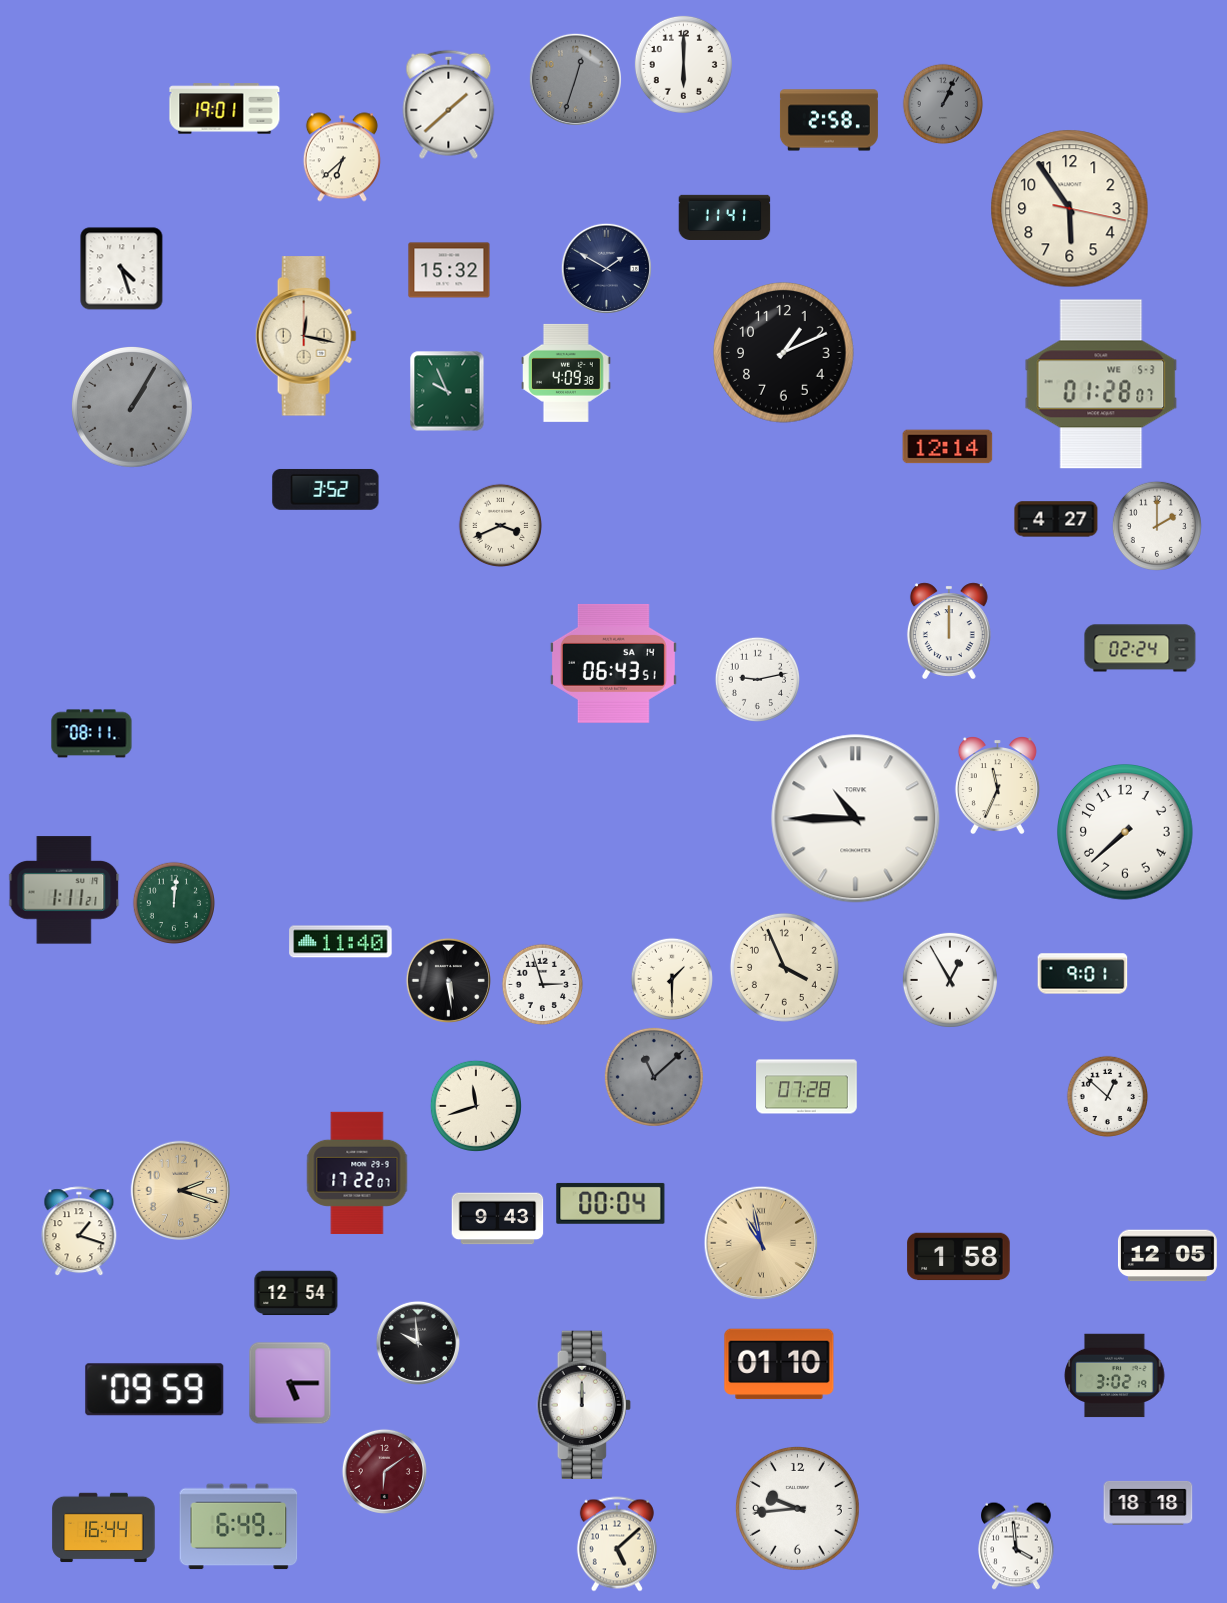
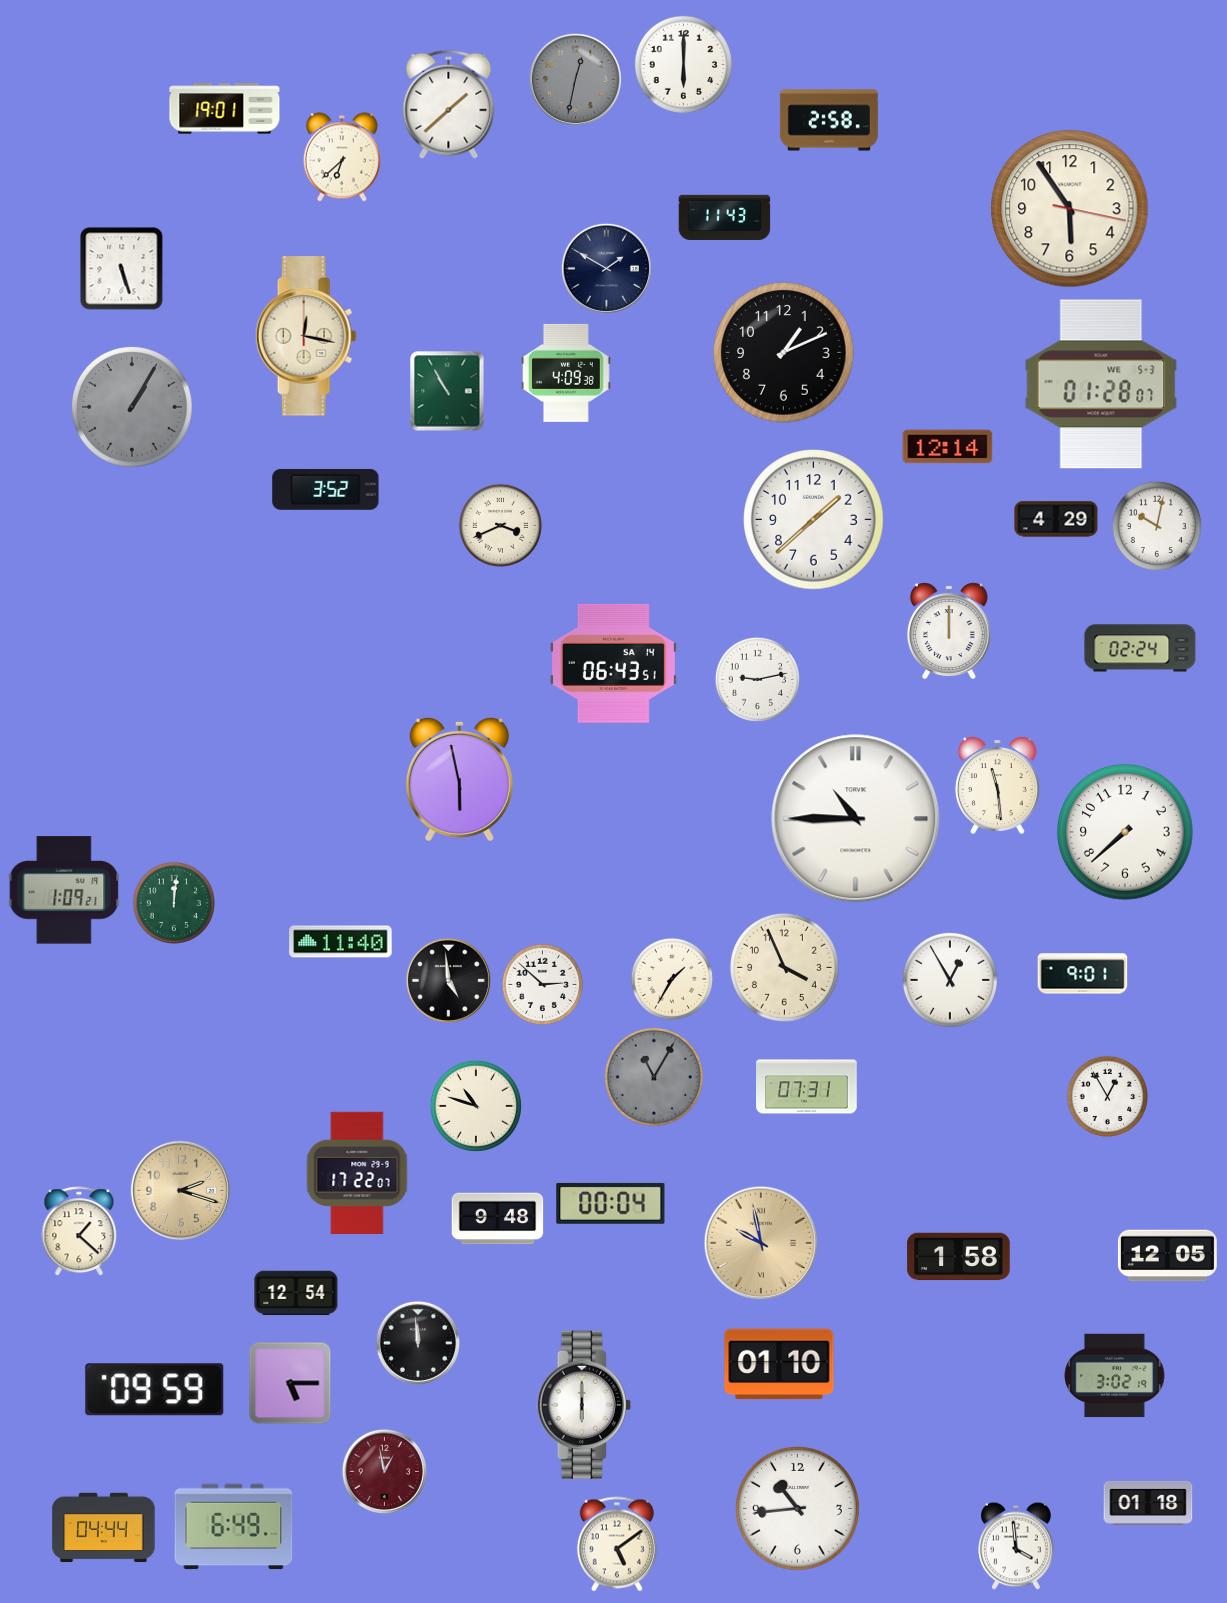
clock at (575, 79): 12:33 -> 12:32
clock at (943, 104): 1:04 -> none
clock at (725, 217): 11:41 -> 11:43
clock at (122, 269): 4:27 -> 5:27
clock at (449, 270): 15:32 -> none
clock at (447, 391): 9:56 -> 10:55
clock at (1056, 519): 4:27 -> 4:29
clock at (814, 520): none -> 1:38
clock at (1157, 526): 2:00 -> 10:02
clock at (92, 734): 08:11 -> none
clock at (459, 779): none -> 5:58
clock at (997, 786): 11:34 -> 11:29
clock at (64, 890): 1:11 -> 1:09
clock at (671, 978): 1:30 -> 1:35
clock at (448, 980): 5:29 -> 4:59
clock at (543, 985): 2:57 -> 2:52
clock at (654, 1077): 11:08 -> 11:05
clock at (807, 1087): 07:28 -> 07:31
clock at (1108, 1097): 12:52 -> 12:55
clock at (476, 1106): 11:42 -> 10:48
clock at (498, 1219): 9:43 -> 9:48
clock at (79, 1232): 1:18 -> 1:22
clock at (761, 1243): 10:58 -> 9:58
clock at (418, 1343): 9:59 -> 11:59
clock at (584, 1404): 12:00 -> 6:00
clock at (384, 1471): 6:09 -> 12:58
clock at (1148, 1503): 18:18 -> 01:18
clock at (797, 1508): 9:44 -> 10:44
clock at (239, 1527) position: (239, 1527) -> (234, 1527)
clock at (104, 1528): 16:44 -> 04:44
clock at (617, 1544): 5:08 -> 5:09
